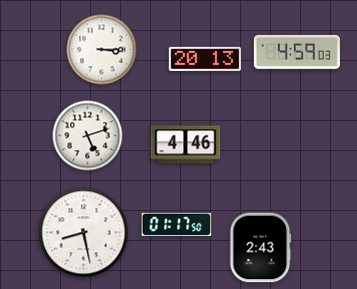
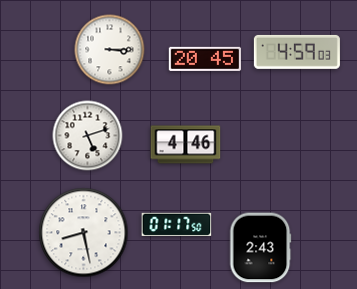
clock at (102, 50) position: (102, 50) -> (110, 50)
clock at (205, 59): 20:13 -> 20:45
